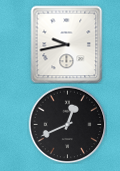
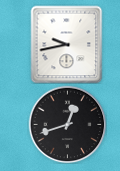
clock at (67, 124): 12:41 -> 12:42
